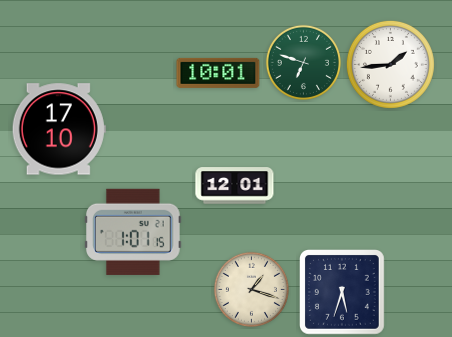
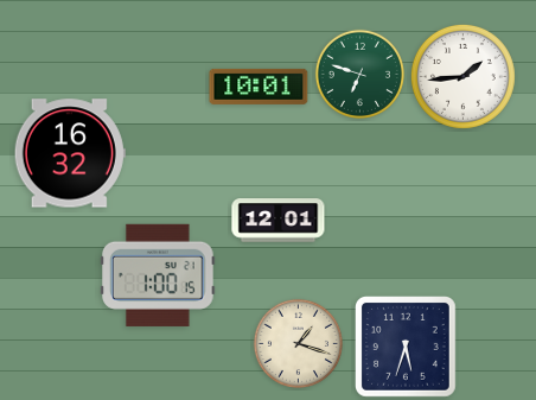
clock at (59, 129): 17:10 -> 16:32
clock at (134, 232): 1:01 -> 1:00
